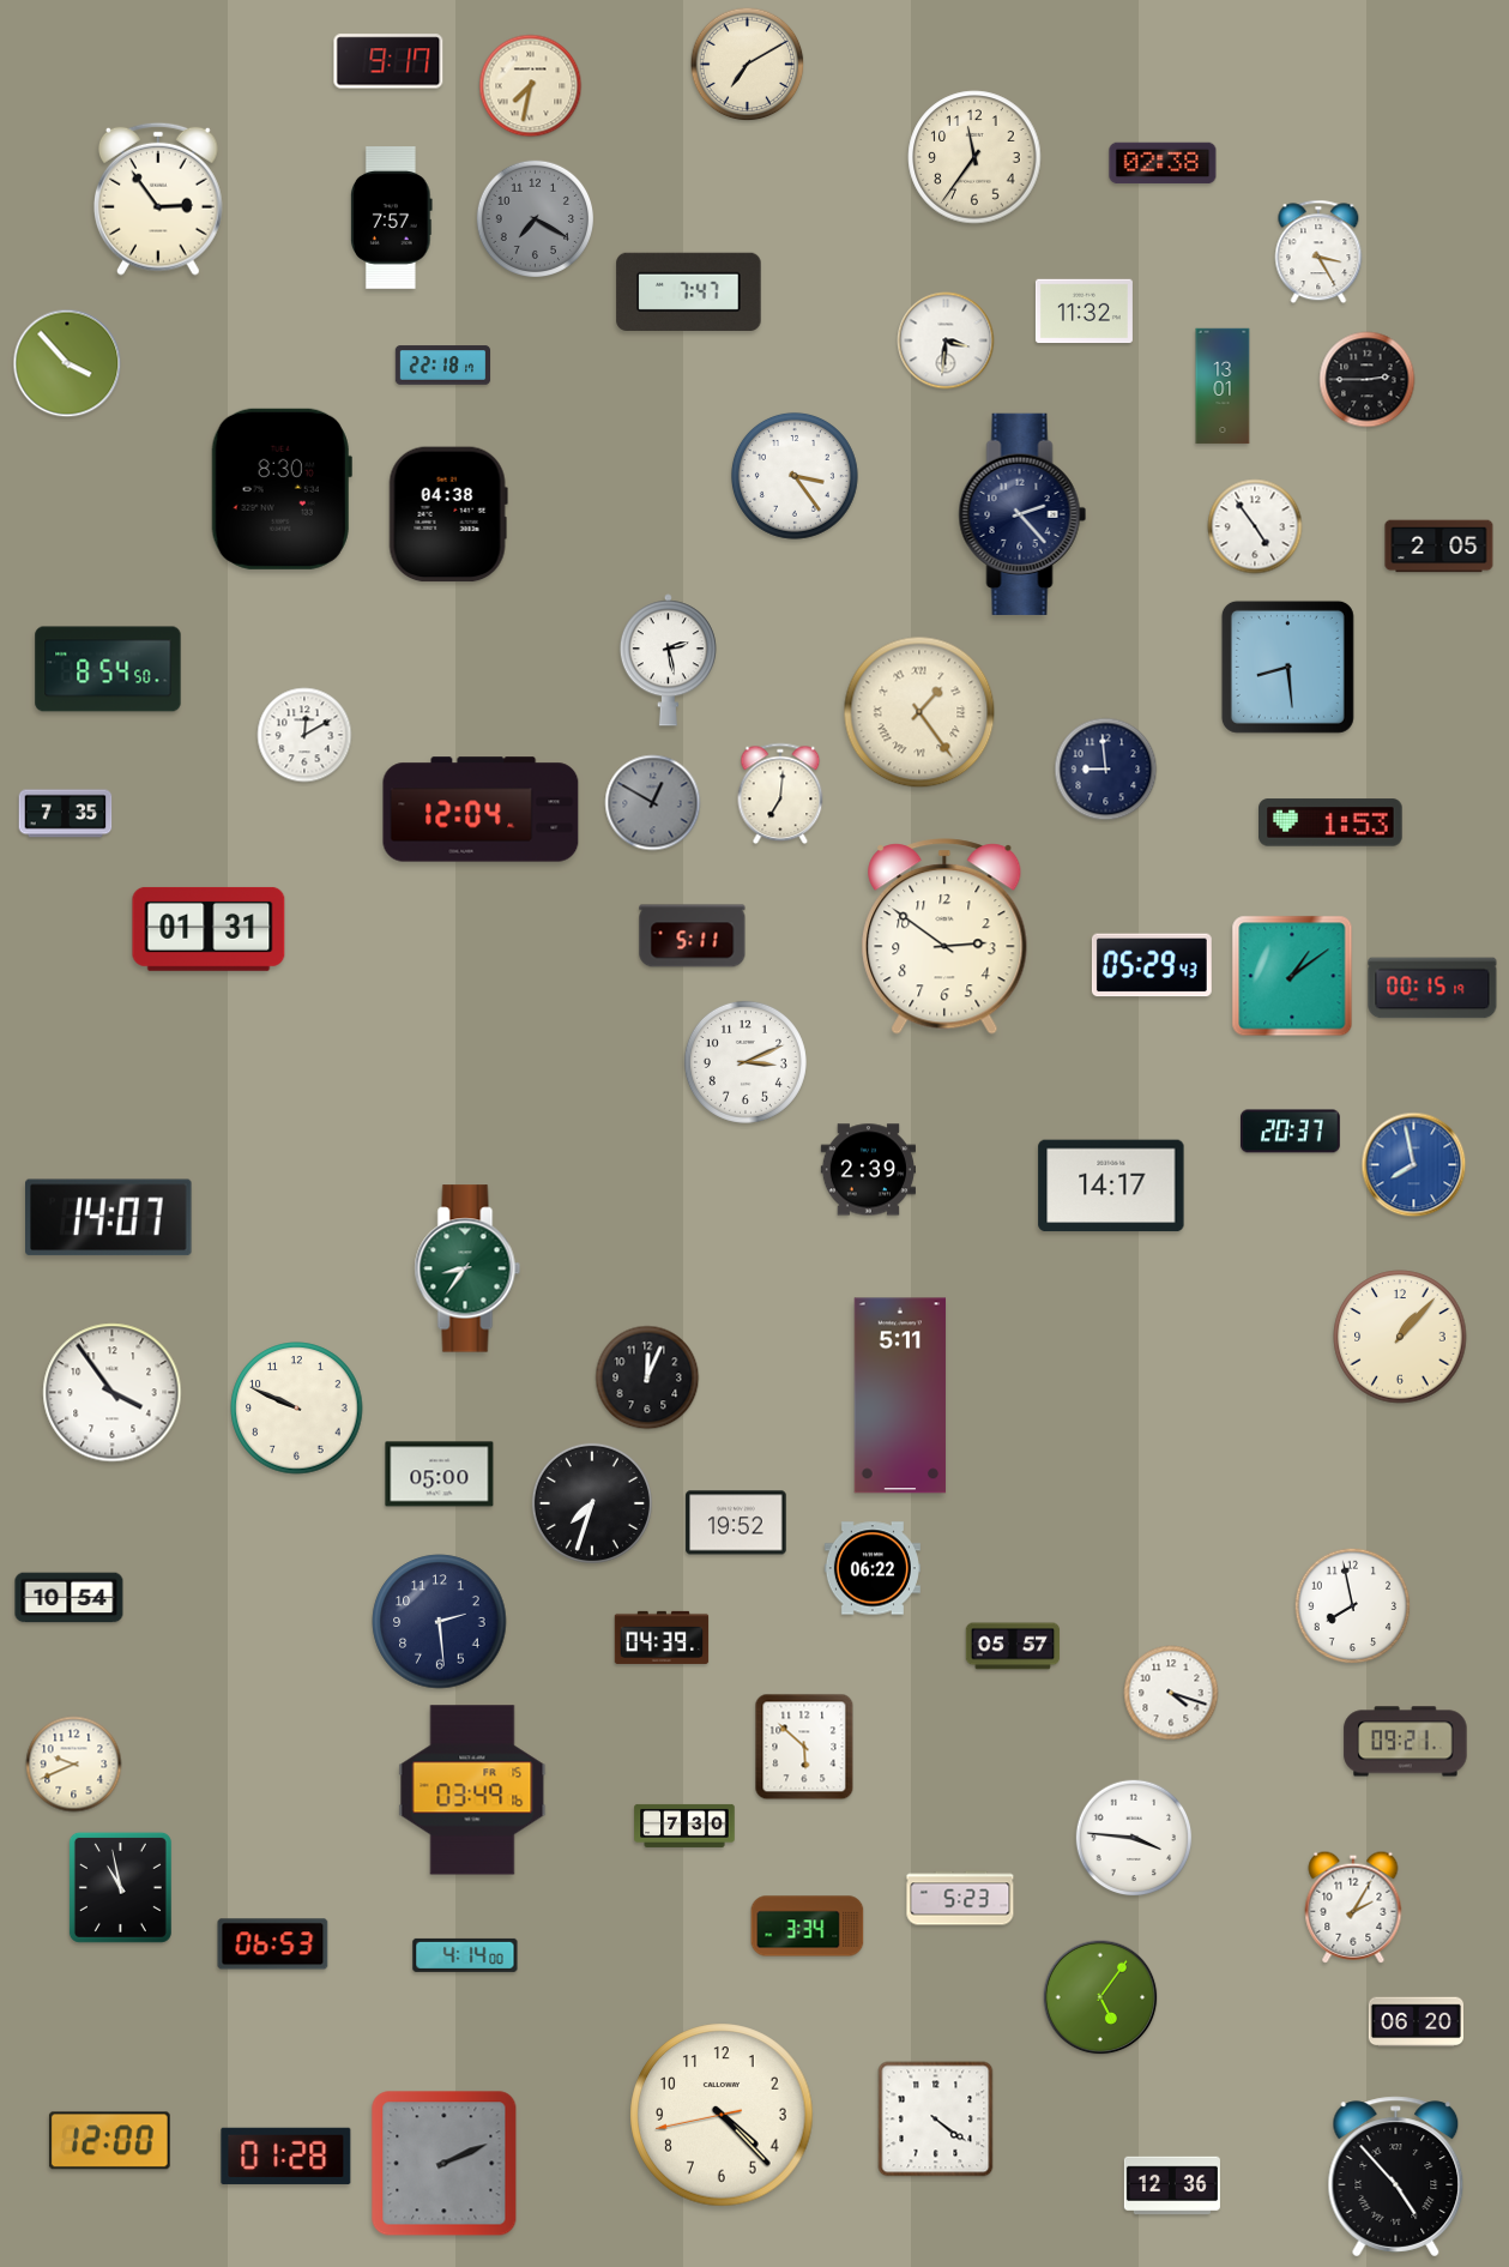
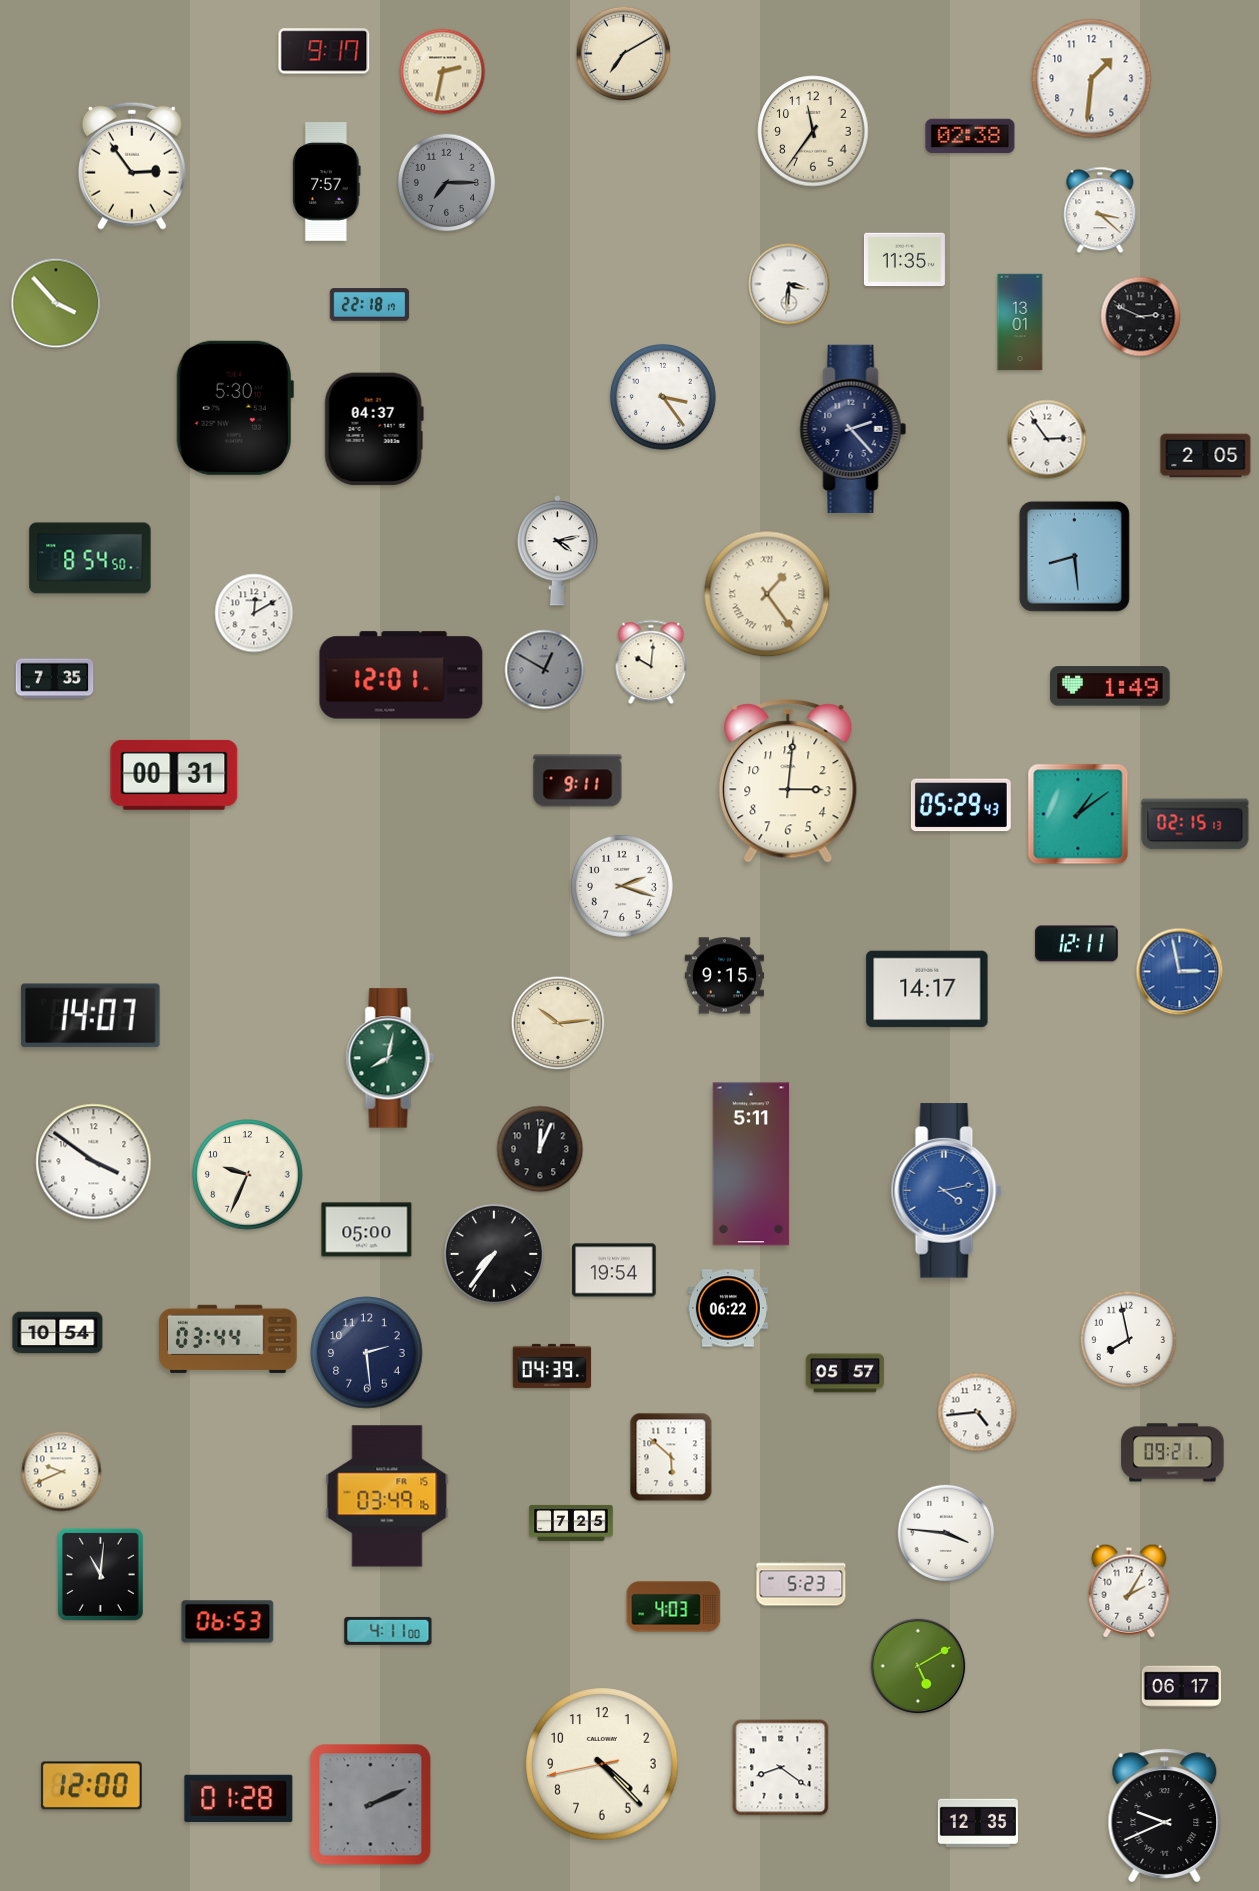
clock at (531, 86): 7:32 -> 2:32
clock at (1092, 79): none -> 1:31
clock at (535, 218): 7:20 -> 7:15
clock at (1318, 252): 3:25 -> 3:22
clock at (689, 291): 7:47 -> none
clock at (1084, 312): 11:32 -> 11:35
clock at (1368, 380): 2:45 -> 2:49
clock at (282, 489): 8:30 -> 5:30
clock at (448, 514): 04:38 -> 04:37
clock at (1255, 526): 4:54 -> 2:54
clock at (1439, 547) position: (1439, 547) -> (1206, 456)
clock at (668, 661): 2:28 -> 4:13
clock at (1106, 770): 8:59 -> none
clock at (780, 794): 7:01 -> 10:01
clock at (481, 809): 12:04 -> 12:01
clock at (1330, 822): 1:53 -> 1:49
clock at (209, 929): 01:31 -> 00:31
clock at (693, 936): 5:11 -> 9:11
clock at (944, 936): 2:51 -> 3:01
clock at (1432, 988): 00:15 -> 02:15
clock at (746, 1062): 3:11 -> 2:18
clock at (1291, 1132): 20:37 -> 12:11
clock at (1414, 1165): 7:58 -> 2:58
clock at (868, 1170): 2:39 -> 9:15
clock at (558, 1023): none -> 10:14
clock at (467, 1268): 8:36 -> 8:02
clock at (1400, 1337): 1:07 -> none
clock at (113, 1393): 3:54 -> 3:51
clock at (297, 1409): 9:49 -> 9:34
clock at (946, 1191): none -> 4:13
clock at (592, 1503): 7:33 -> 7:36
clock at (736, 1523): 19:52 -> 19:54
clock at (228, 1339): none -> 03:44
clock at (1171, 1693): 4:18 -> 4:44
clock at (472, 1790) position: (472, 1790) -> (387, 1496)
clock at (684, 1826): 7:30 -> 7:25
clock at (120, 1887): 10:58 -> 11:01
clock at (808, 1927): 3:34 -> 4:03
clock at (465, 1955): 4:14 -> 4:11
clock at (1100, 1997): 5:06 -> 5:10
clock at (1416, 2022): 06:20 -> 06:17
clock at (936, 2120): 4:21 -> 8:21
clock at (1396, 2177): 4:53 -> 9:41
clock at (1172, 2185): 12:36 -> 12:35
